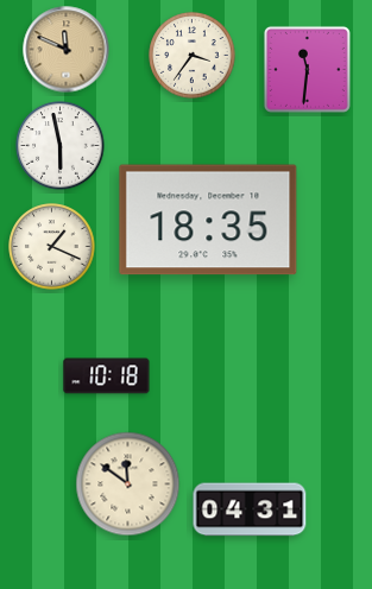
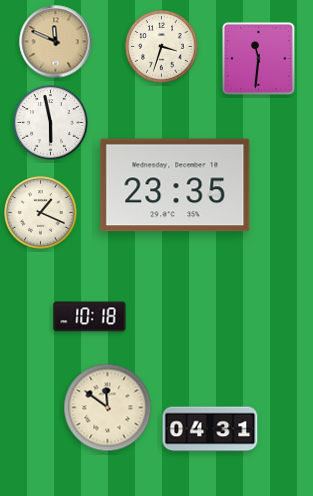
clock at (193, 56): 3:36 -> 3:33
clock at (208, 220): 18:35 -> 23:35
clock at (52, 247) position: (52, 247) -> (41, 213)
